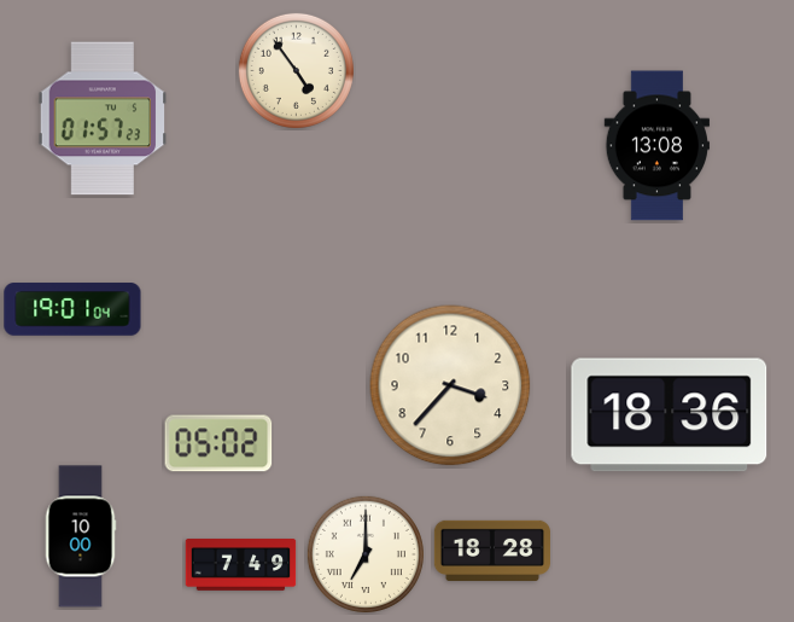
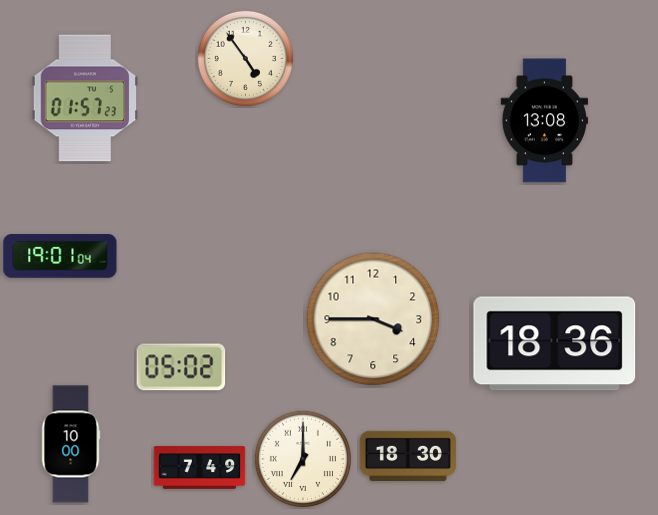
clock at (450, 385): 3:37 -> 3:45
clock at (81, 536) position: (81, 536) -> (71, 444)
clock at (492, 550): 18:28 -> 18:30
